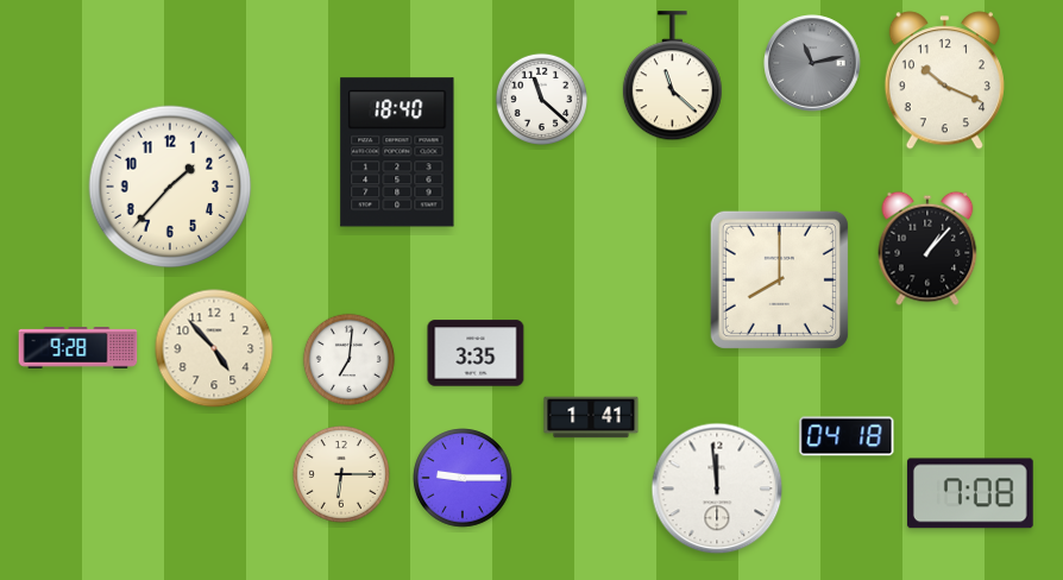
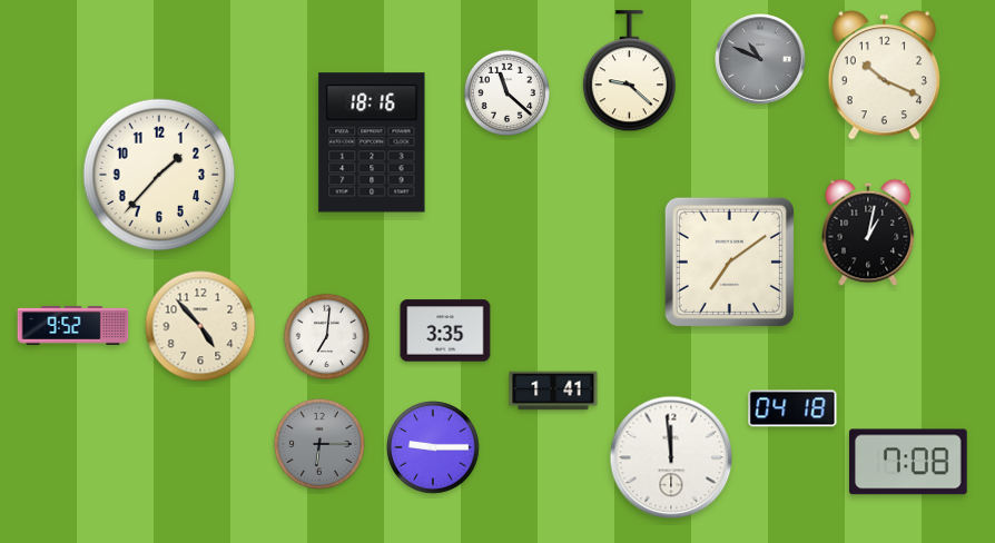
clock at (812, 63): 11:13 -> 10:49
clock at (672, 76): 11:22 -> 9:22
clock at (397, 152): 18:40 -> 18:16
clock at (927, 248): 1:07 -> 1:02
clock at (779, 279): 8:00 -> 7:09
clock at (78, 348): 9:28 -> 9:52
clock at (341, 474) dial: cream -> grey
